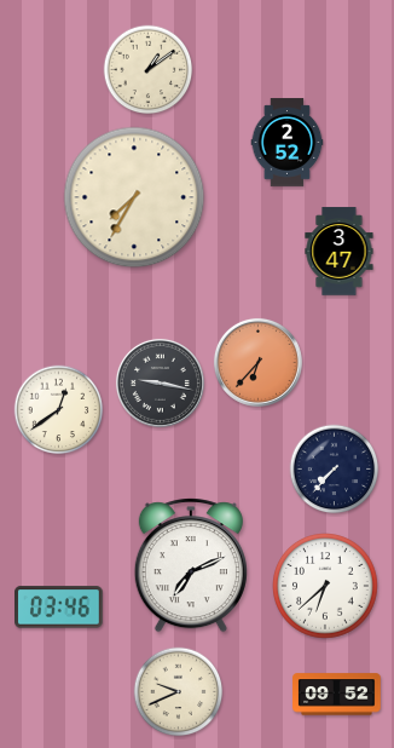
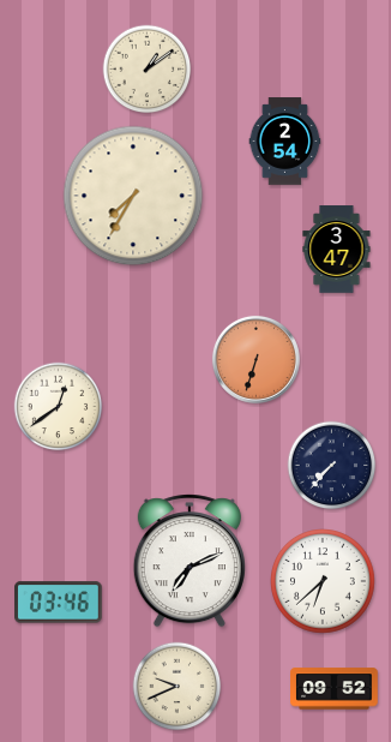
clock at (288, 143): 2:52 -> 2:54
clock at (257, 362): 6:37 -> 6:33
clock at (160, 382): 9:17 -> none
